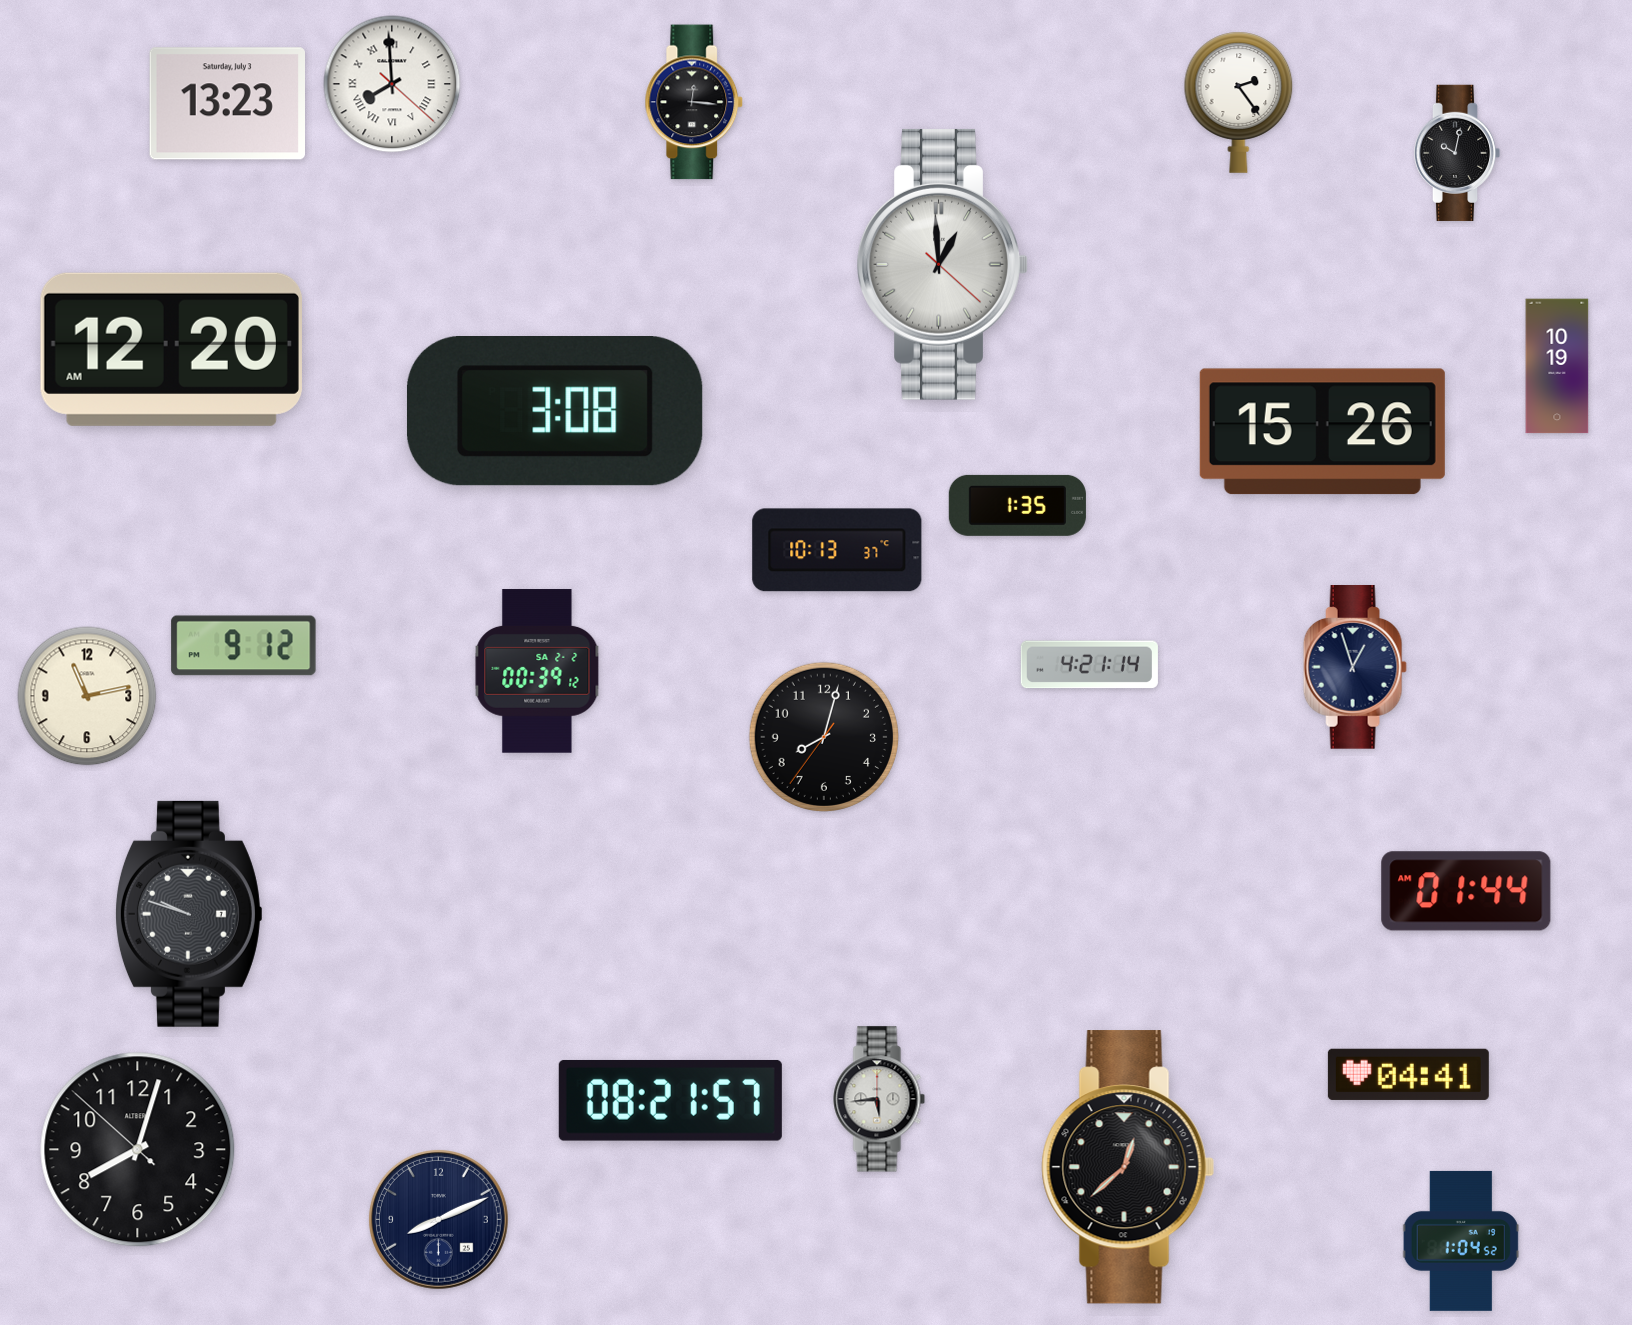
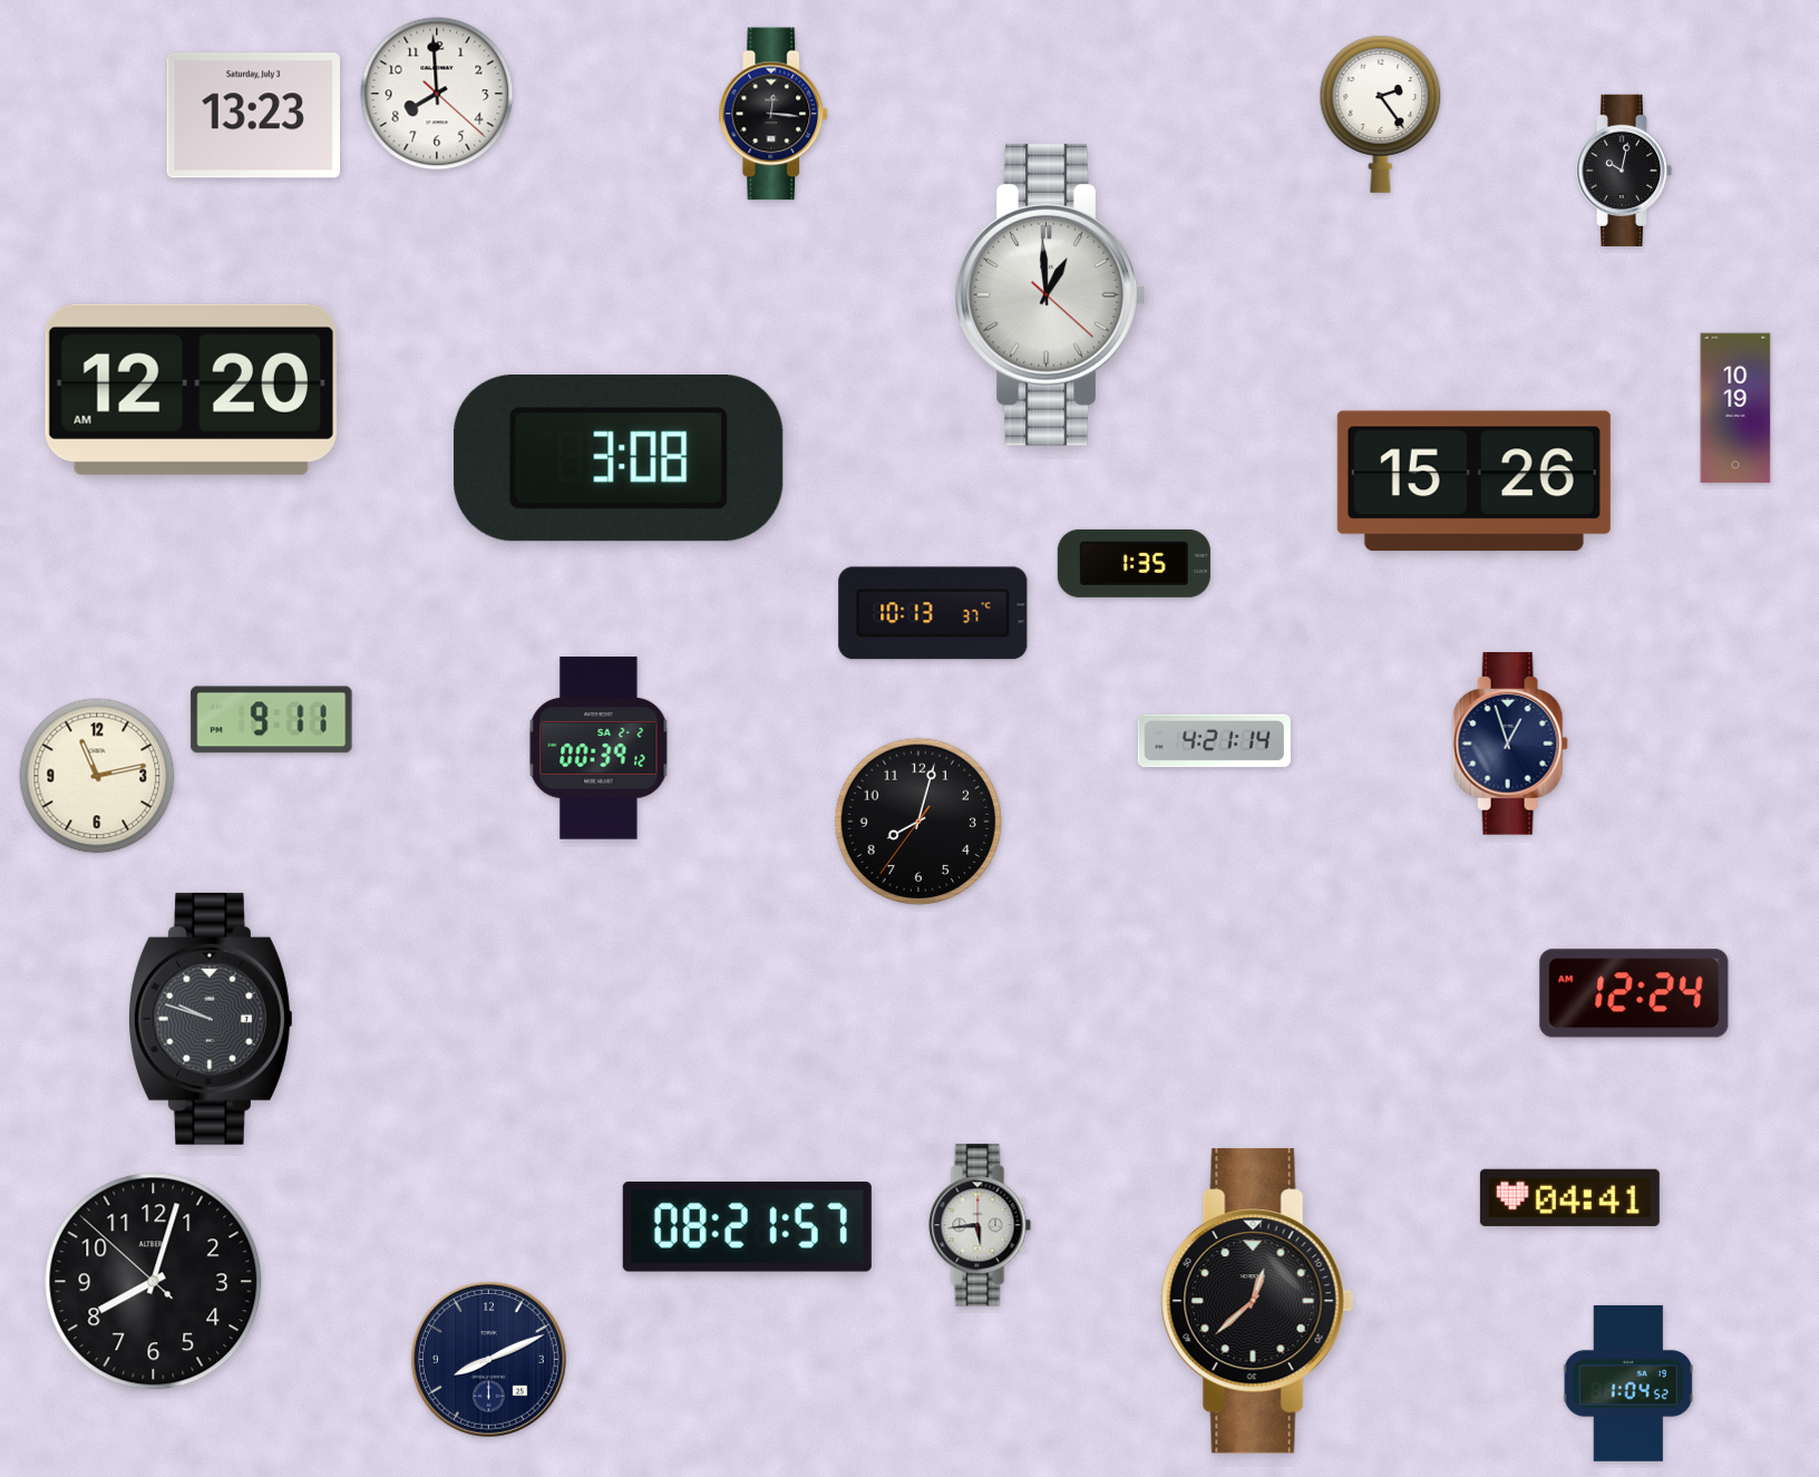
clock at (392, 84) numerals: Roman -> Arabic
clock at (244, 646): 9:12 -> 9:11
clock at (1466, 891): 01:44 -> 12:24
